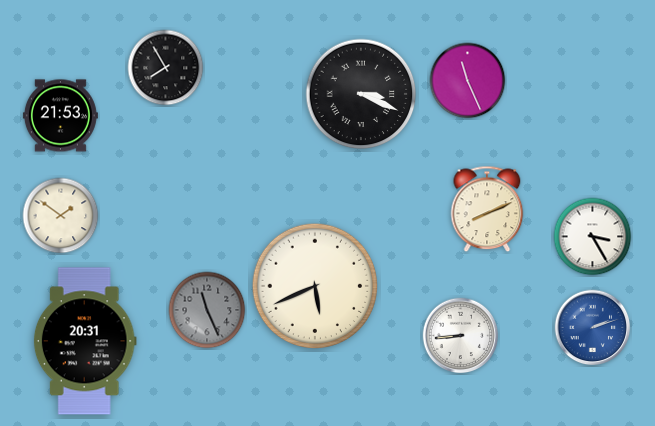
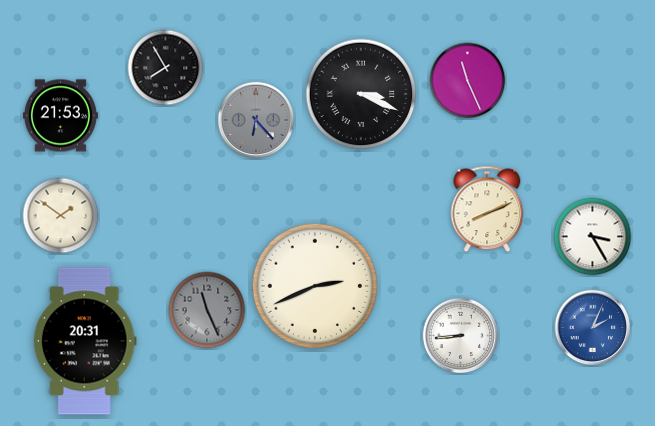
clock at (256, 120): none -> 6:23
clock at (315, 286): 5:41 -> 2:41
clock at (593, 328): 2:12 -> 2:04
